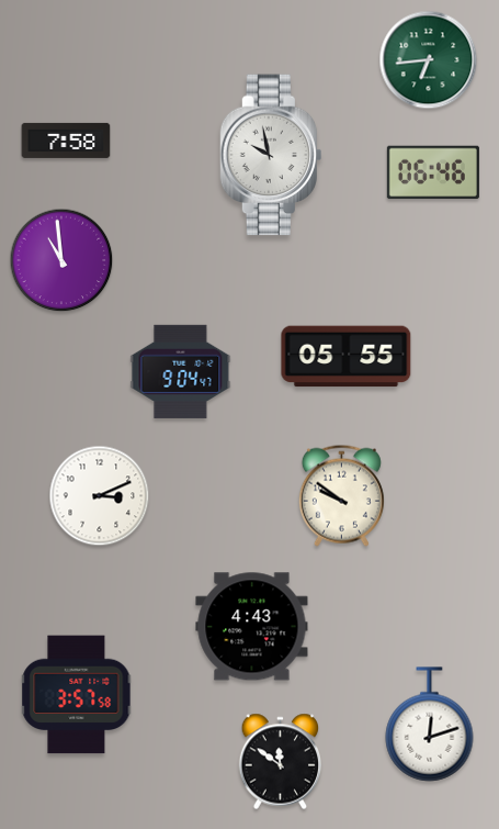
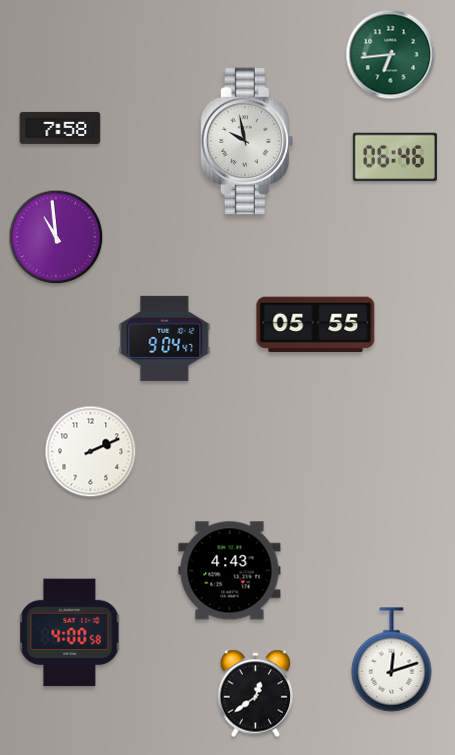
clock at (341, 495): 9:51 -> none
clock at (100, 496): 3:11 -> 2:11
clock at (77, 695): 3:57 -> 4:00
clock at (281, 762): 11:51 -> 12:39
